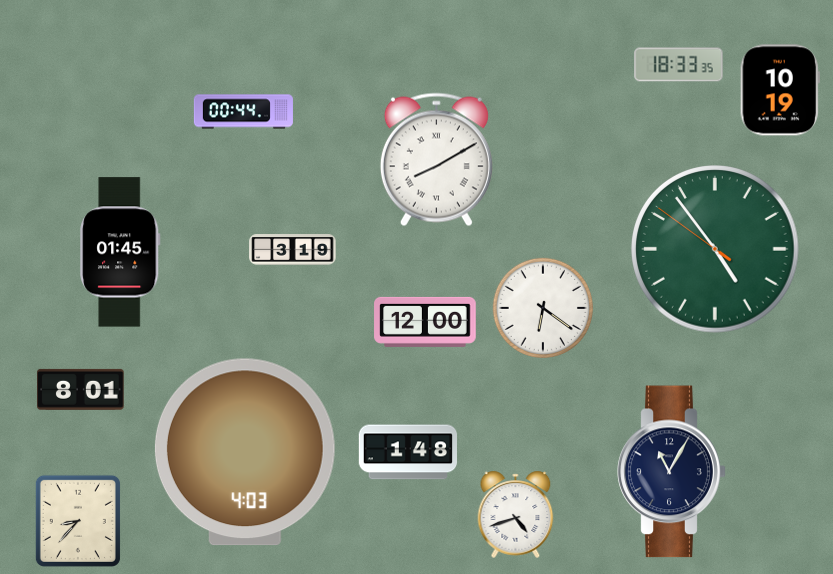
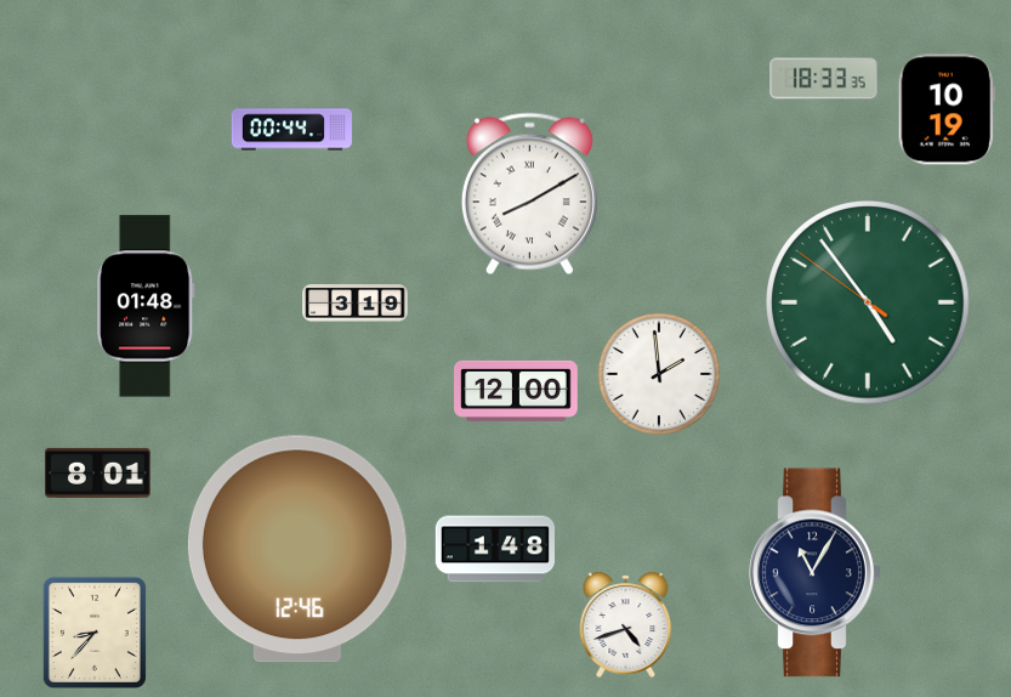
clock at (243, 112) position: (243, 112) -> (291, 130)
clock at (120, 252): 01:45 -> 01:48
clock at (543, 308): 6:21 -> 1:59
clock at (245, 452): 4:03 -> 12:46
